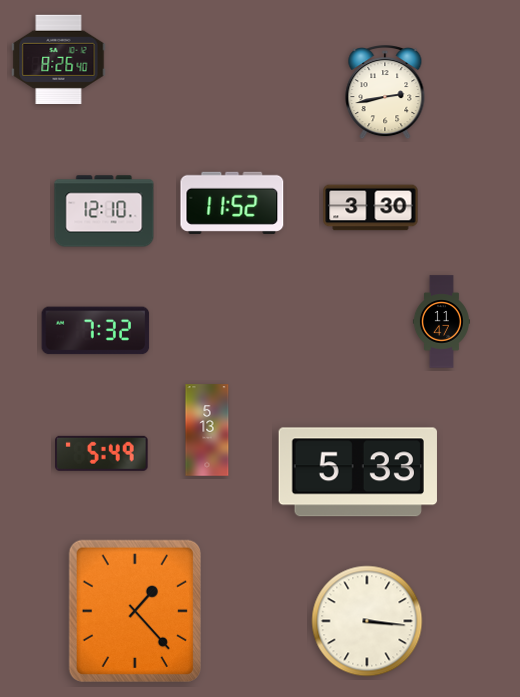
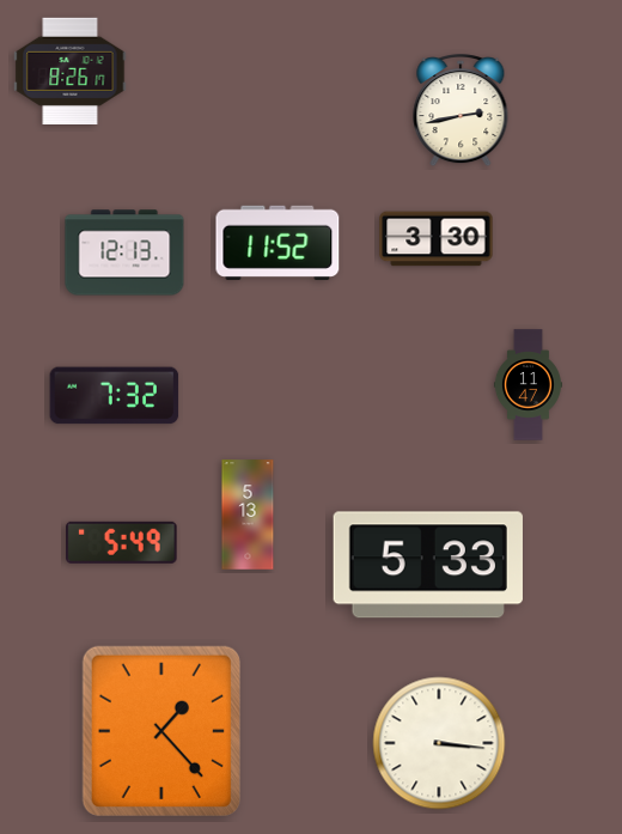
clock at (59, 59): 8:26:40 -> 8:26:17
clock at (371, 208) position: (371, 208) -> (437, 239)
clock at (104, 211): 12:10 -> 12:13
